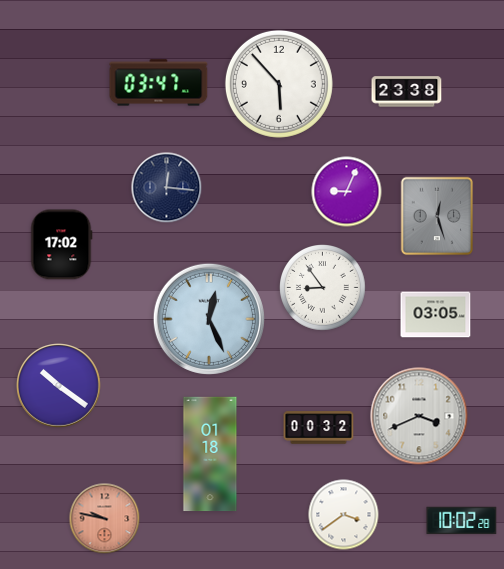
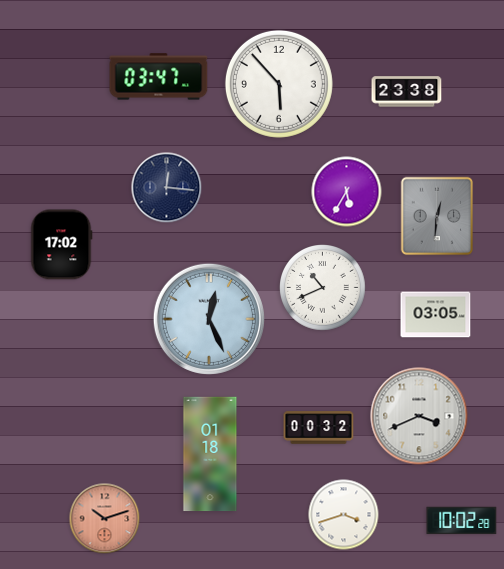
clock at (159, 83) position: (159, 83) -> (159, 77)
clock at (347, 192): 9:04 -> 5:35
clock at (437, 216): 12:27 -> 12:31
clock at (323, 288): 8:54 -> 10:41
clock at (59, 386): 10:21 -> none
clock at (344, 515): 3:39 -> 3:42
clock at (105, 519): 9:47 -> 10:12
